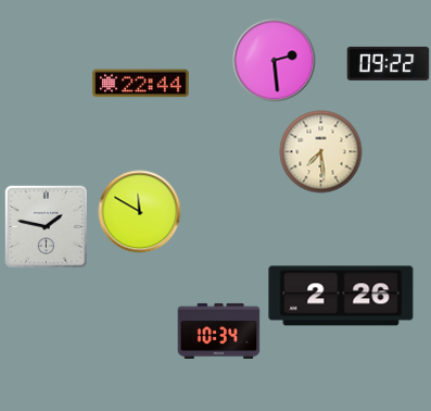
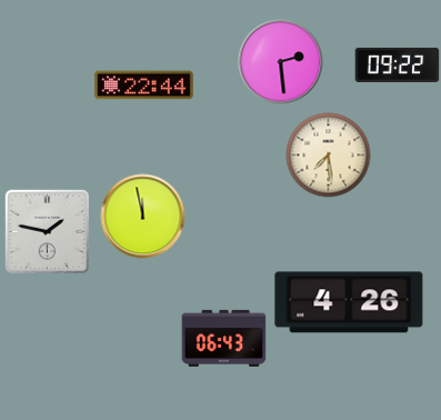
clock at (140, 212): 11:50 -> 11:58
clock at (341, 296): 2:26 -> 4:26
clock at (219, 331): 10:34 -> 06:43
